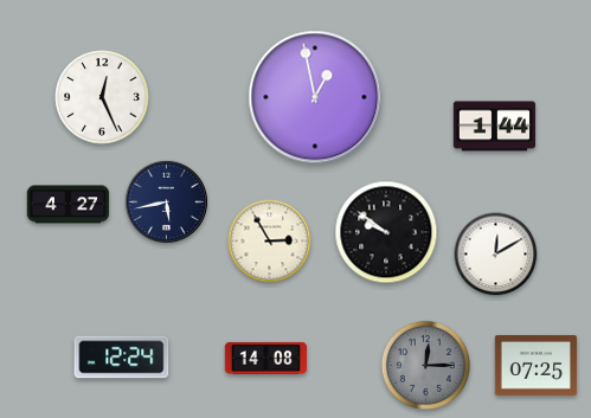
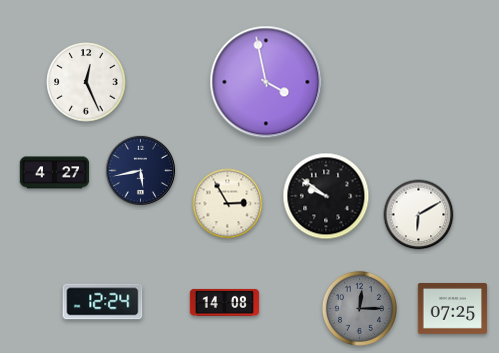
clock at (315, 97): 12:58 -> 3:58
clock at (495, 127): 1:44 -> none
clock at (69, 205) position: (69, 205) -> (55, 173)
clock at (496, 255): 12:10 -> 6:10
